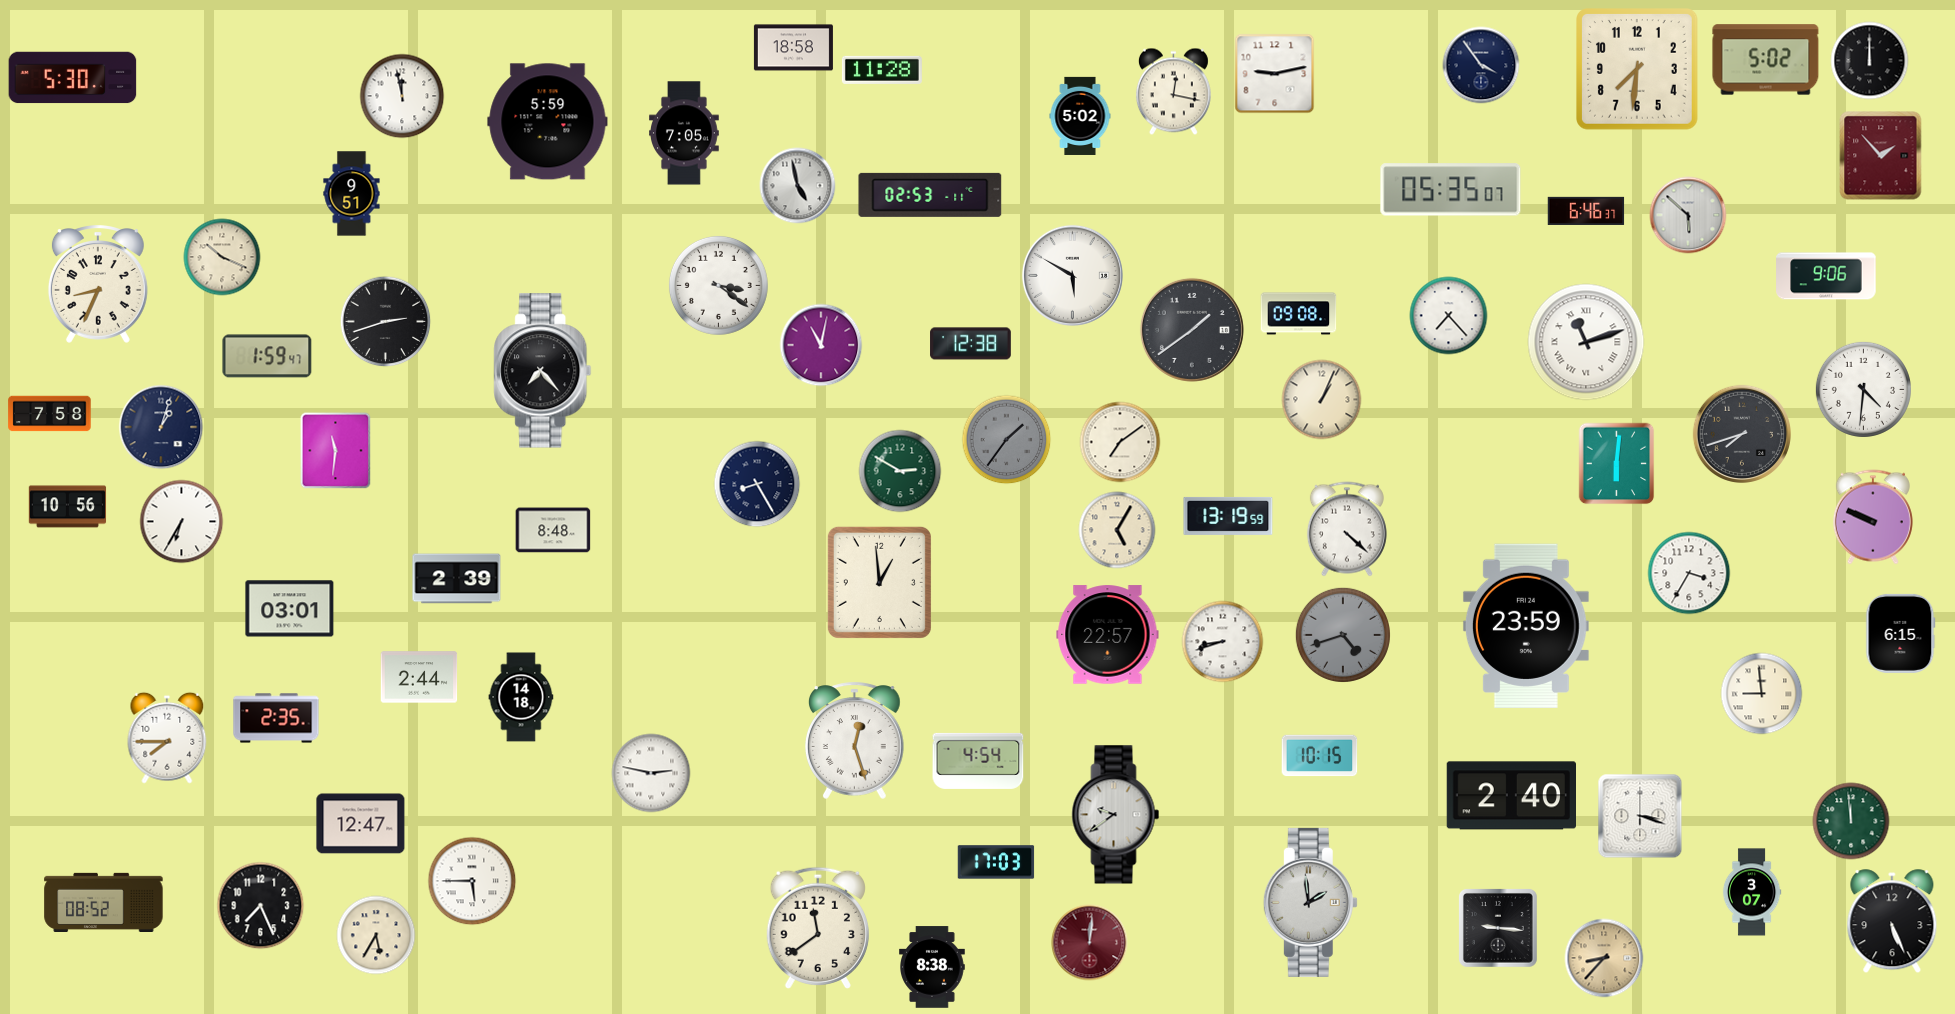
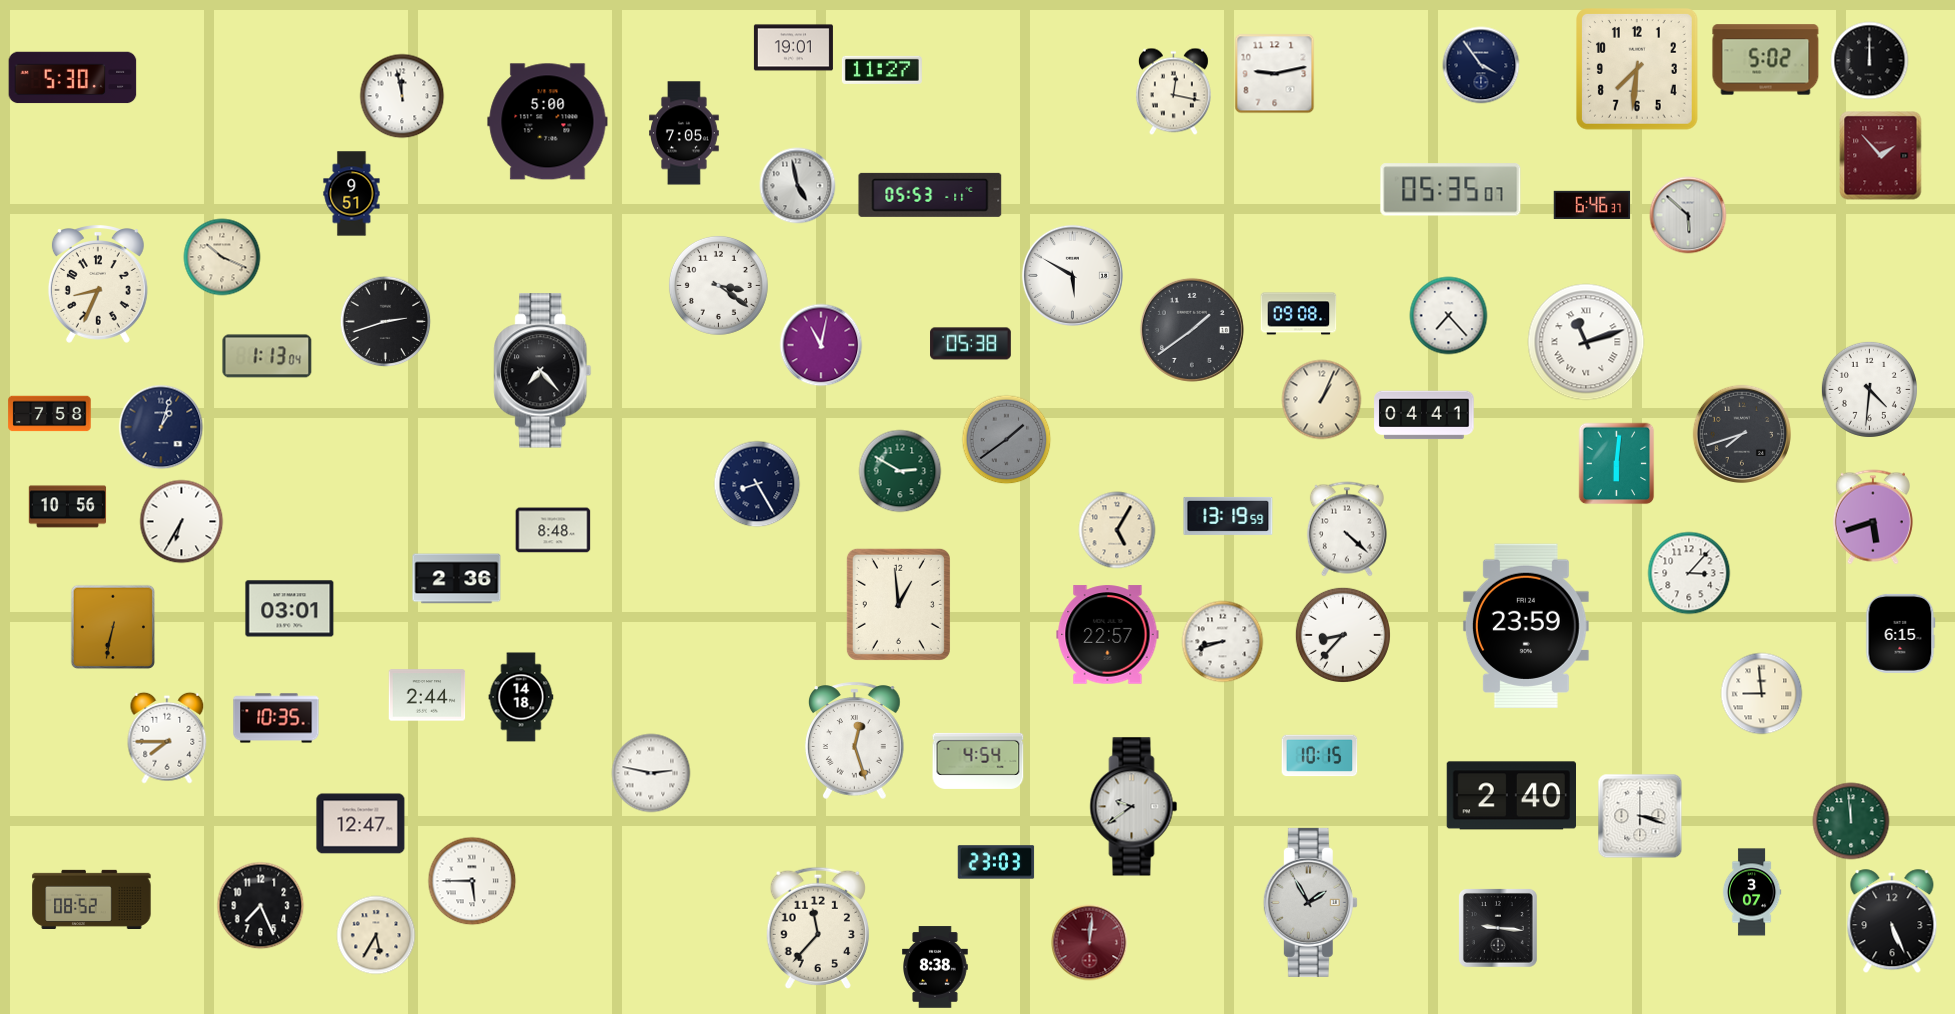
clock at (793, 48): 18:58 -> 19:01
clock at (882, 70): 11:28 -> 11:27
clock at (1080, 116): 5:02 -> none
clock at (548, 122): 5:59 -> 5:00
clock at (930, 195): 02:53 -> 05:53
clock at (1586, 211) position: (1586, 211) -> (1592, 205)
clock at (1826, 276): 9:06 -> none
clock at (971, 344): 12:38 -> 05:38
clock at (267, 356): 1:59 -> 1:13
clock at (1863, 389) position: (1863, 389) -> (1869, 389)
clock at (1424, 415): none -> 04:41
clock at (1007, 440): 1:36 -> 1:39
clock at (1120, 442): 7:09 -> none
clock at (336, 451): 11:31 -> none
clock at (1873, 517): 9:49 -> 5:42
clock at (1689, 573): 3:35 -> 3:07
clock at (457, 579): 2:39 -> 2:36
clock at (879, 582) position: (879, 582) -> (898, 604)
clock at (112, 626): none -> 6:32
clock at (1343, 635): 4:42 -> 8:37
clock at (1343, 635) dial: grey -> white
clock at (419, 677) position: (419, 677) -> (427, 695)
clock at (276, 718): 2:35 -> 10:35
clock at (1116, 815) position: (1116, 815) -> (1134, 807)
clock at (996, 862): 17:03 -> 23:03
clock at (104, 902) position: (104, 902) -> (92, 899)
clock at (1310, 902): 1:59 -> 1:55
clock at (818, 928): 11:39 -> 11:37
clock at (1604, 958): 8:37 -> none
clock at (933, 967) position: (933, 967) -> (936, 967)
